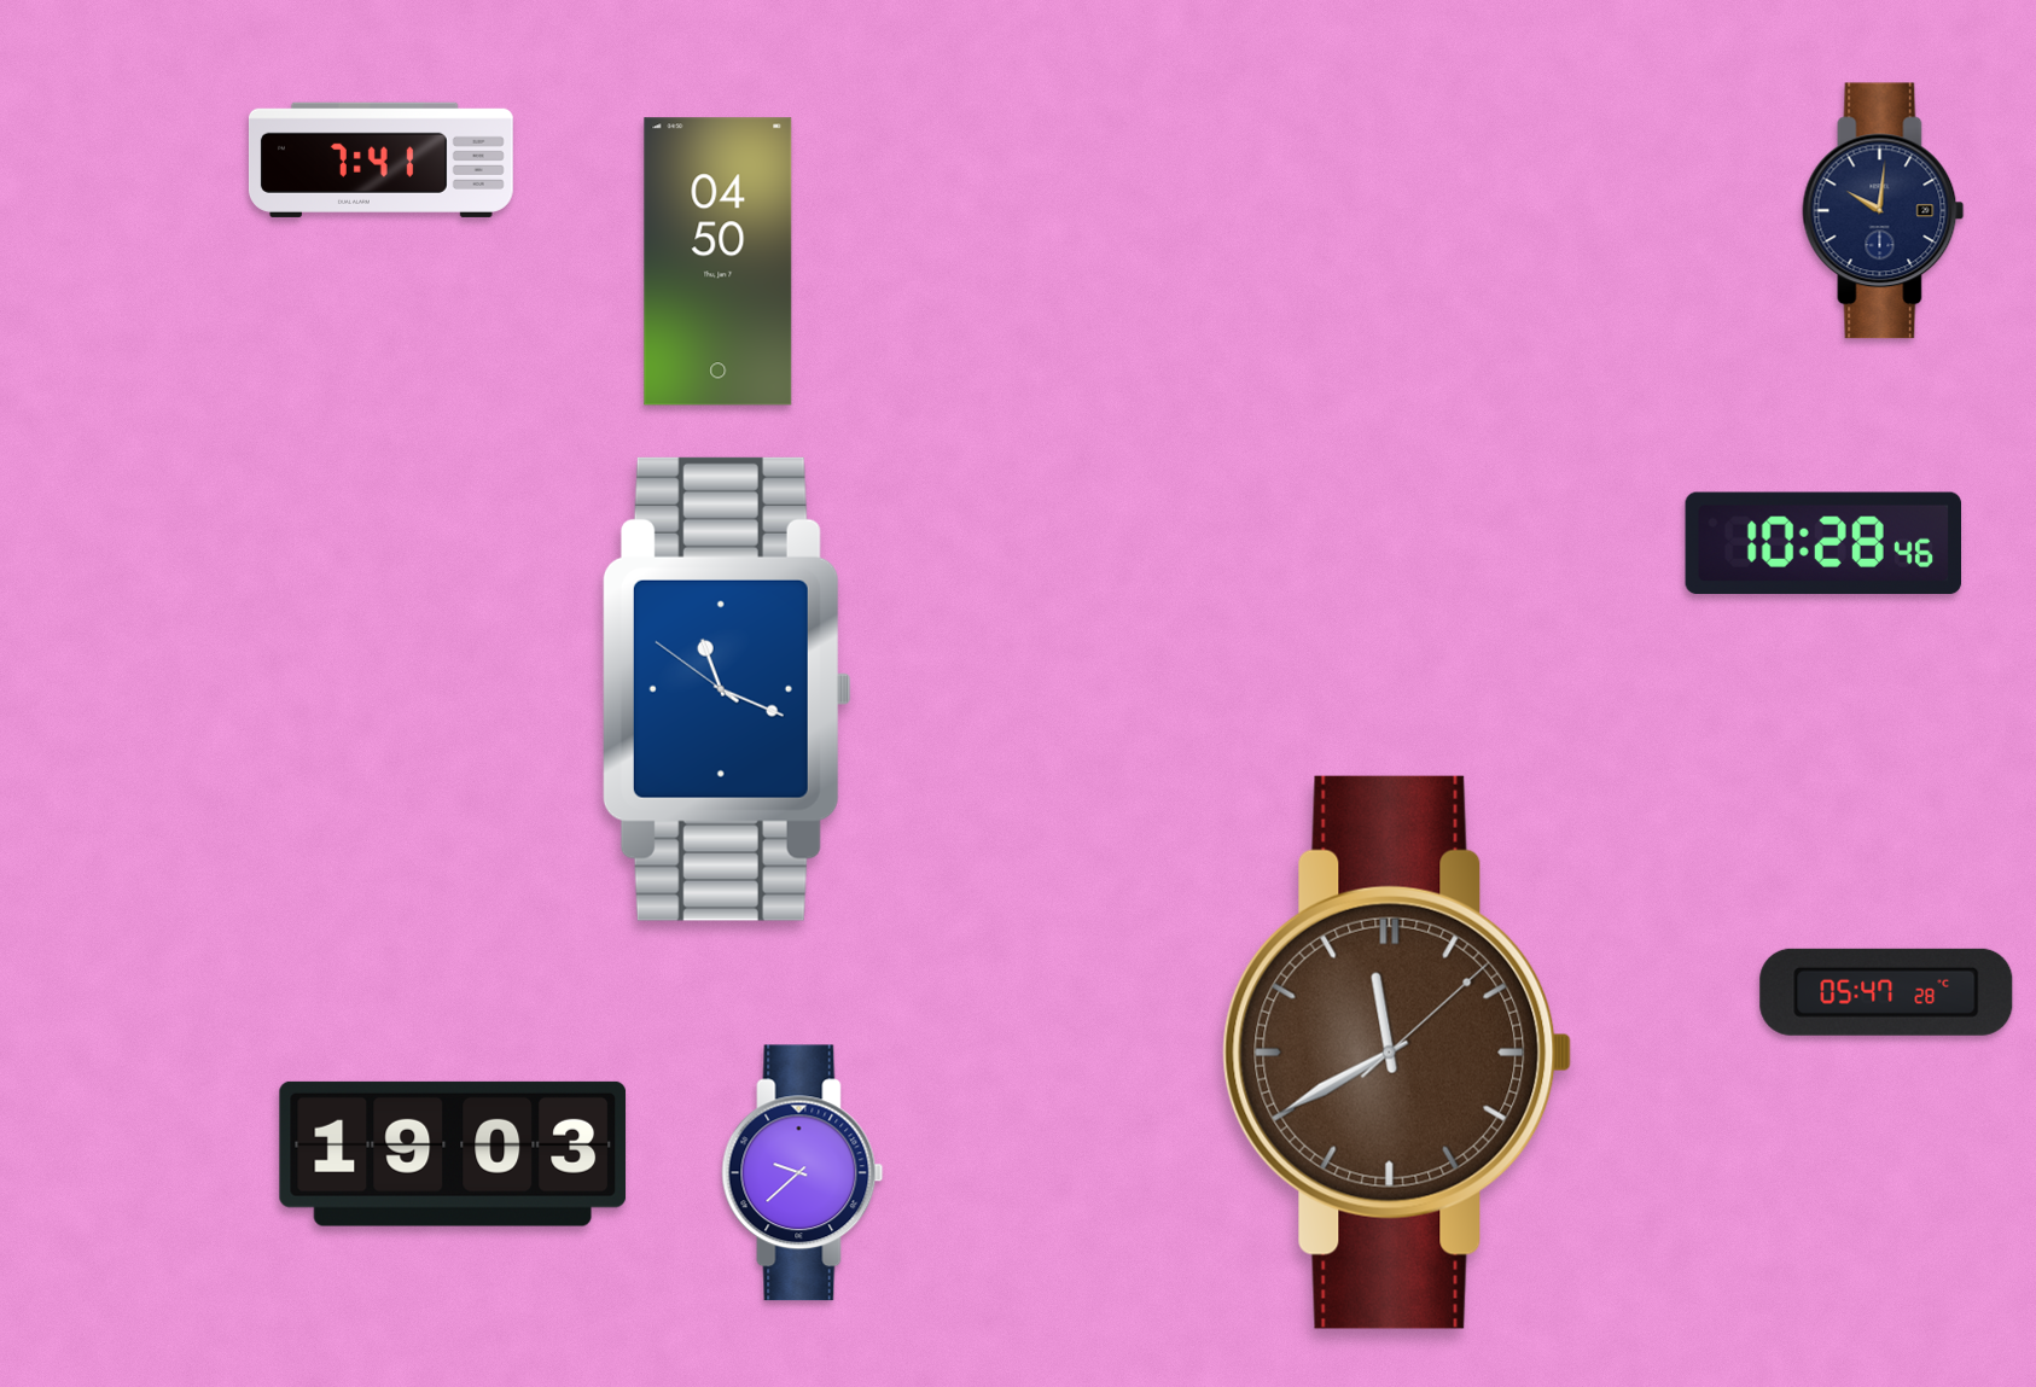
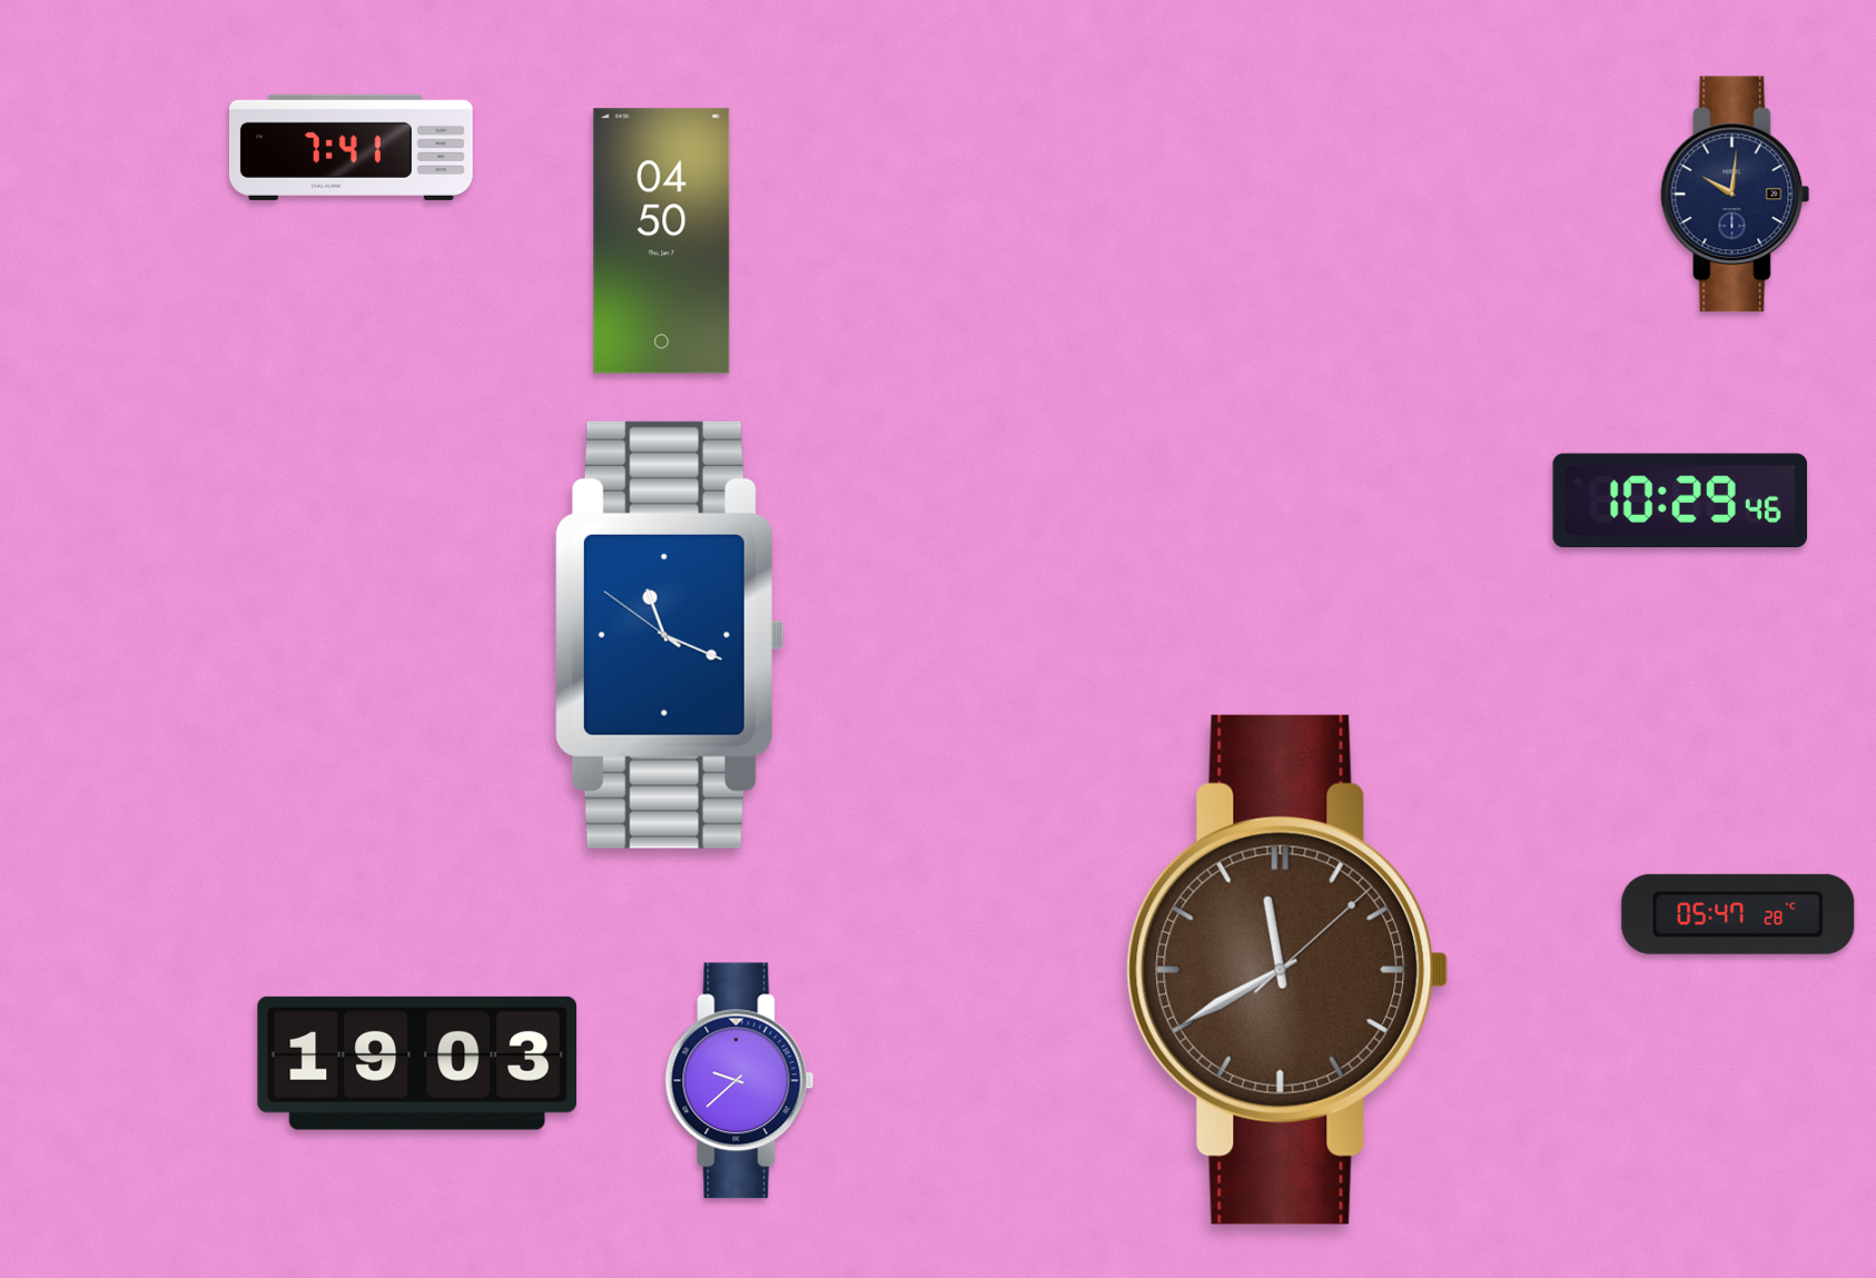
clock at (1822, 543): 10:28 -> 10:29
